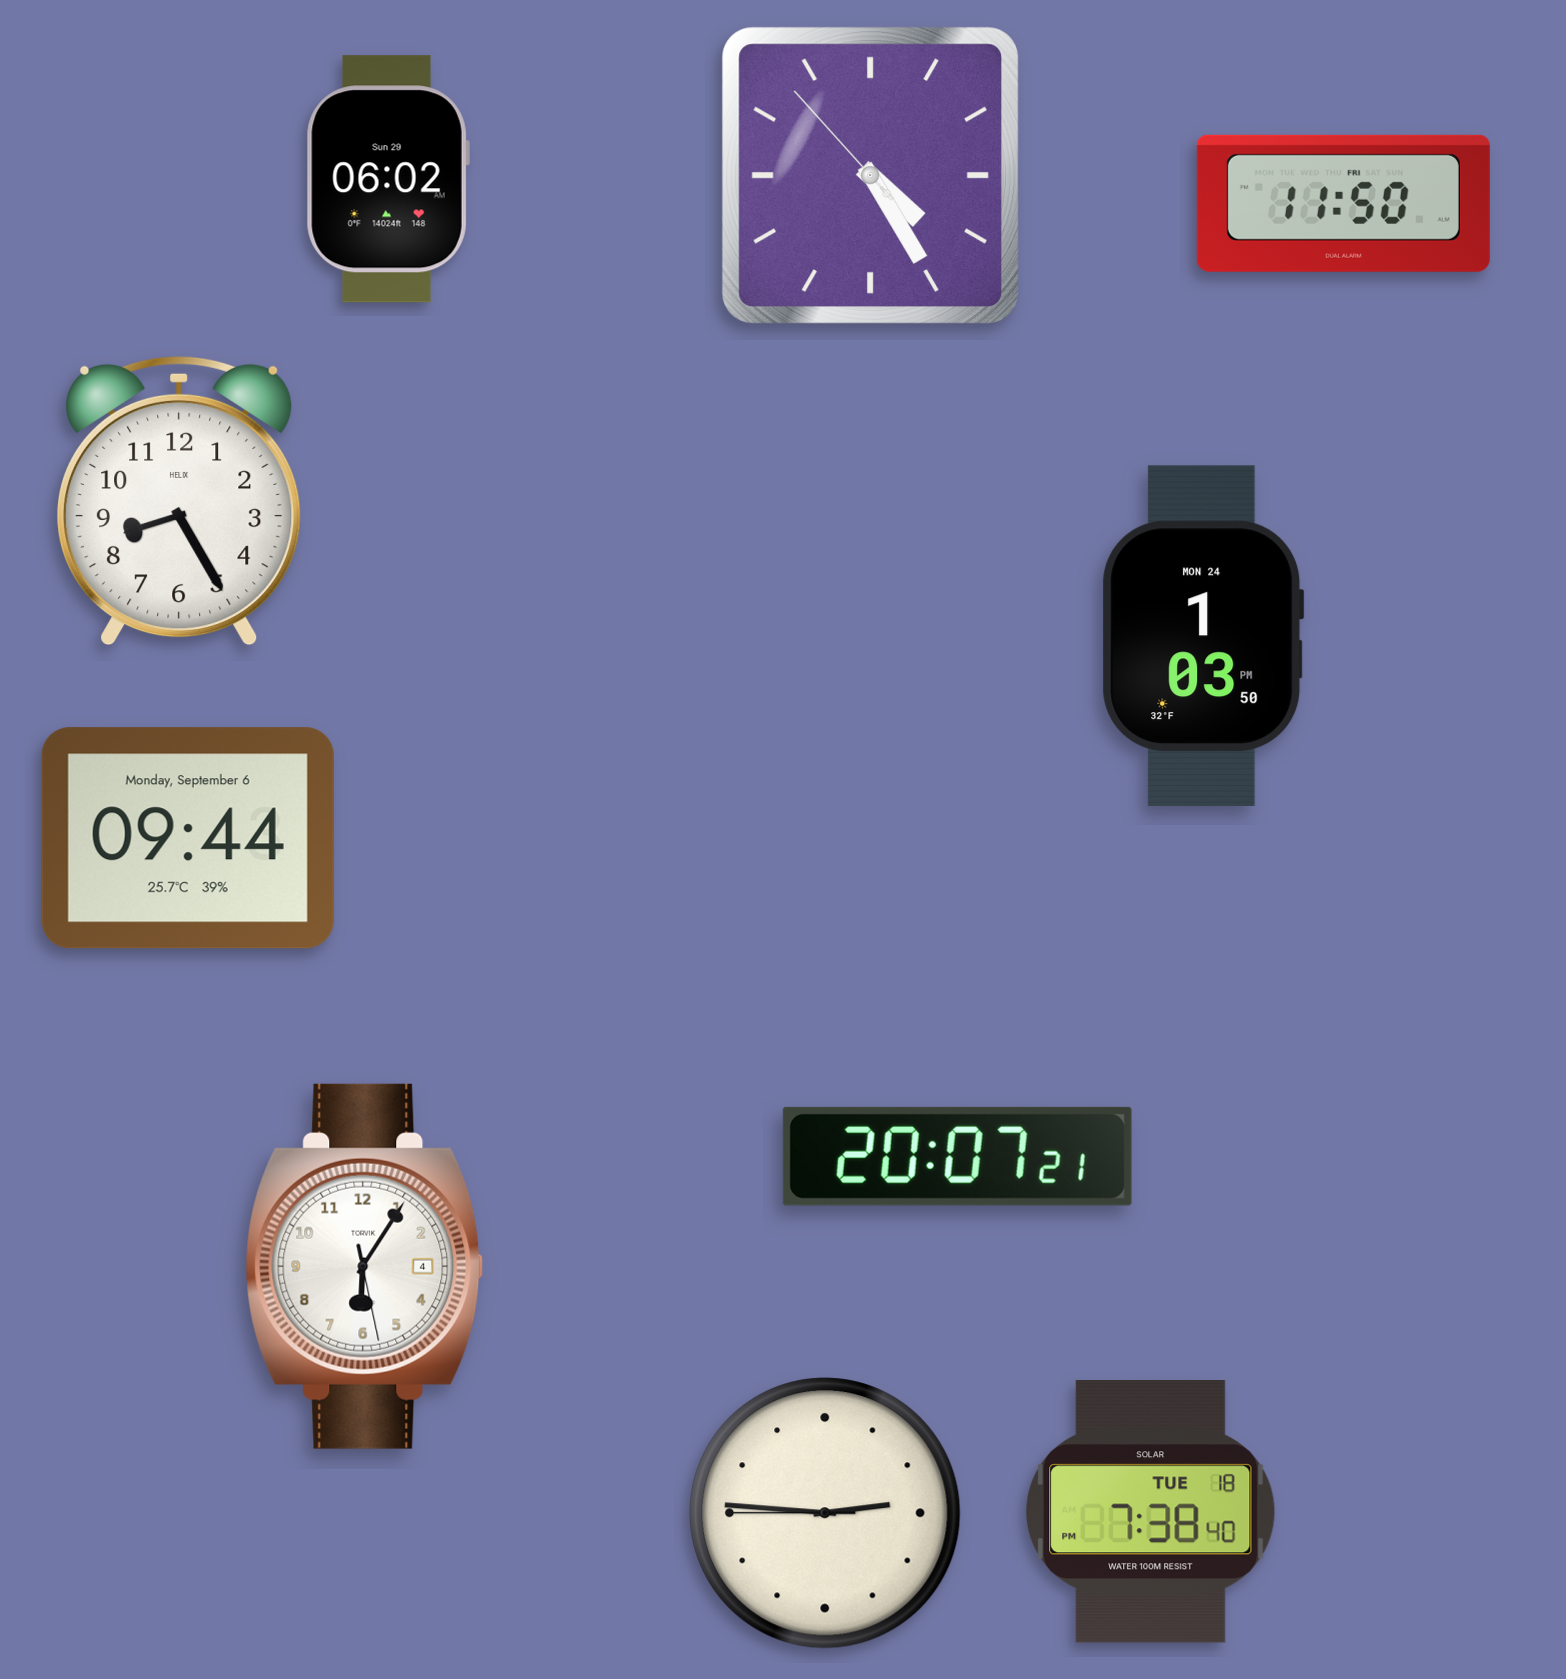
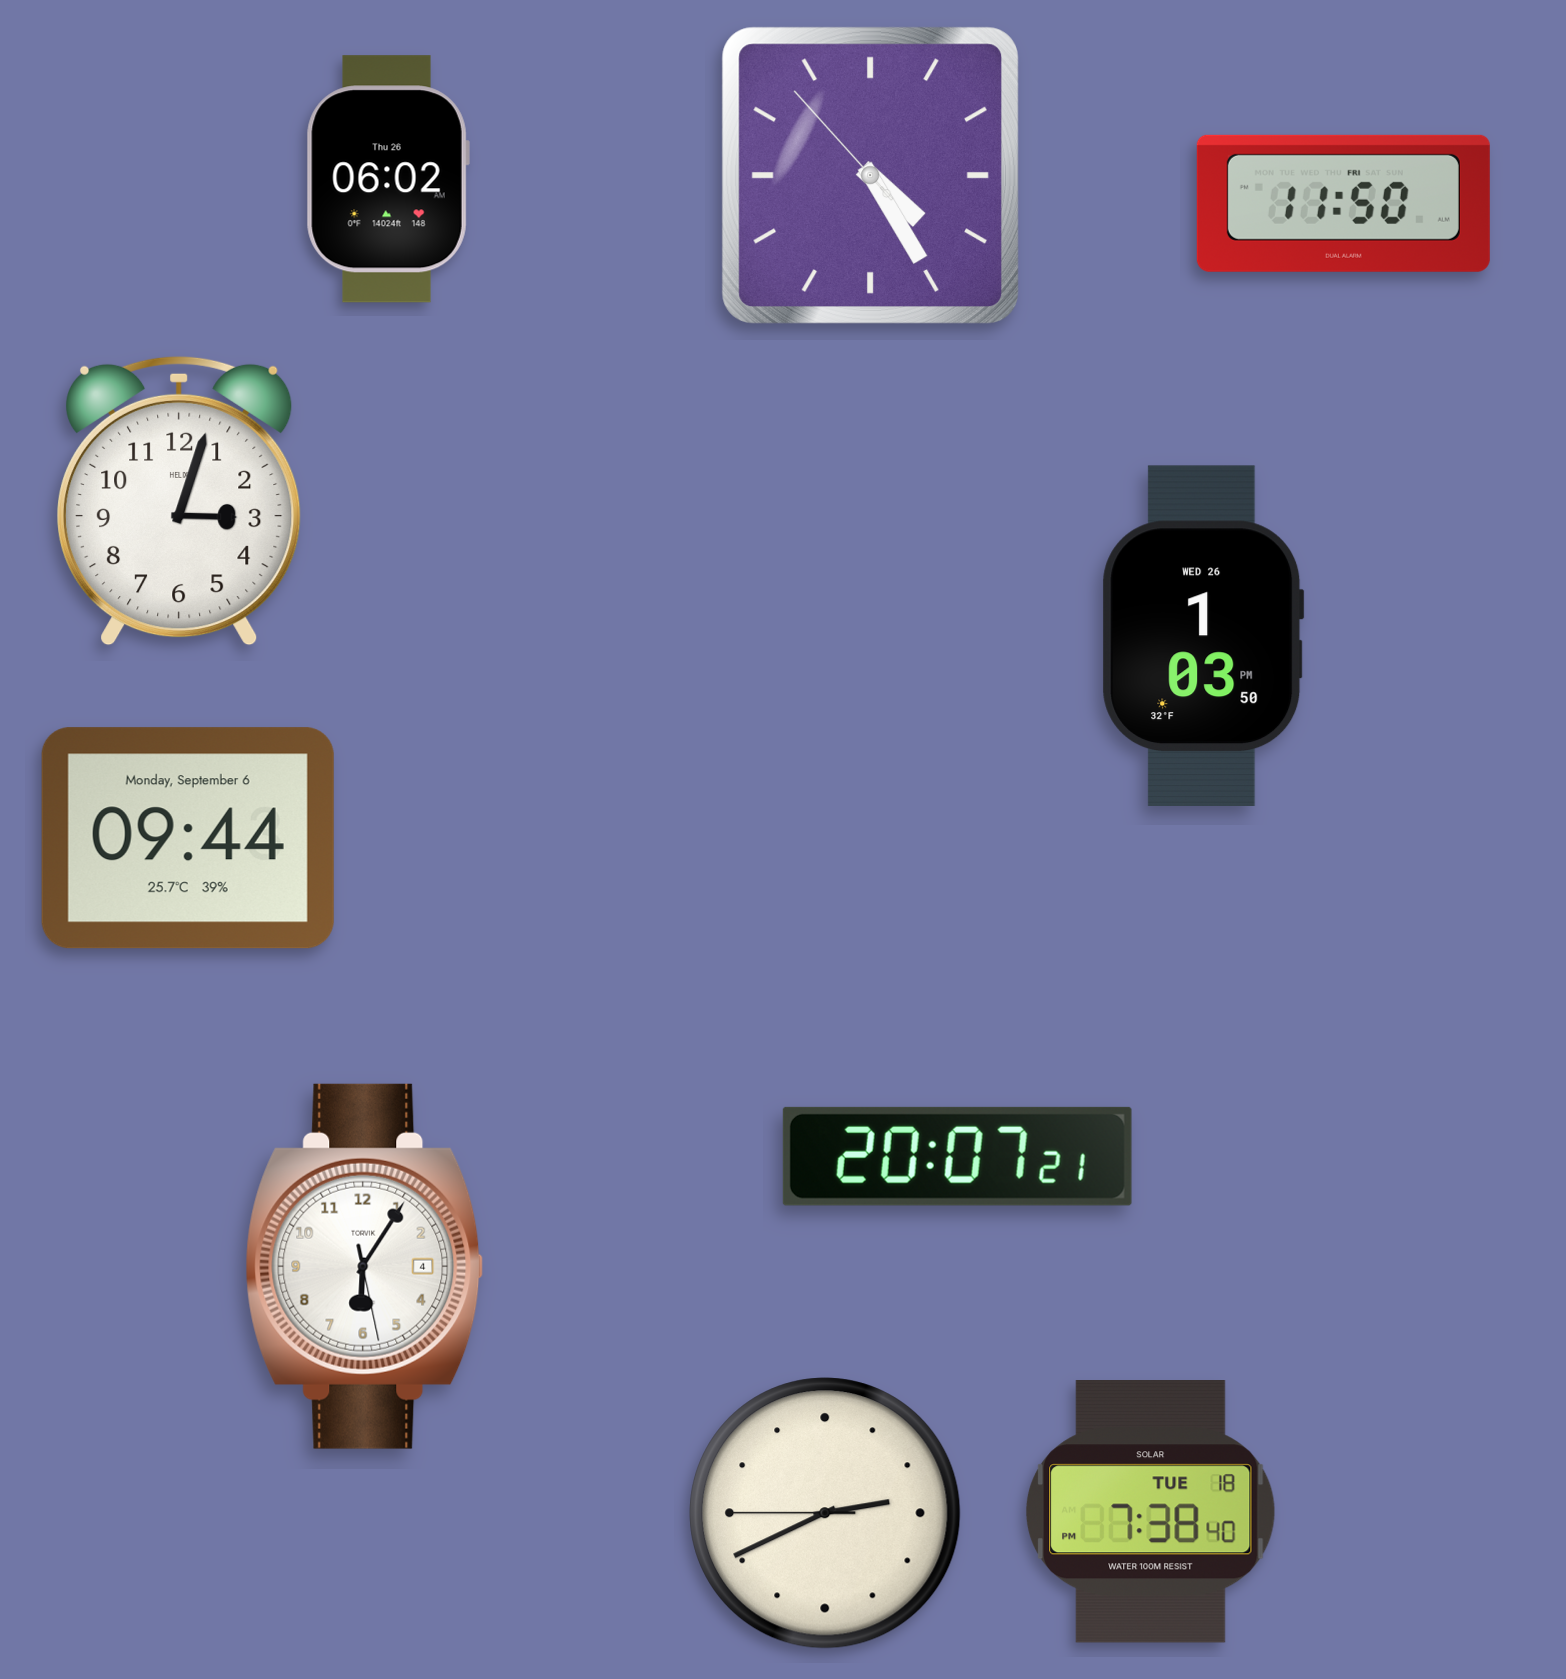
clock at (388, 179) date: Sun 29 -> Thu 26
clock at (180, 501): 8:25 -> 3:03
clock at (1203, 635) date: MON 24 -> WED 26
clock at (825, 1513): 2:45 -> 2:40
